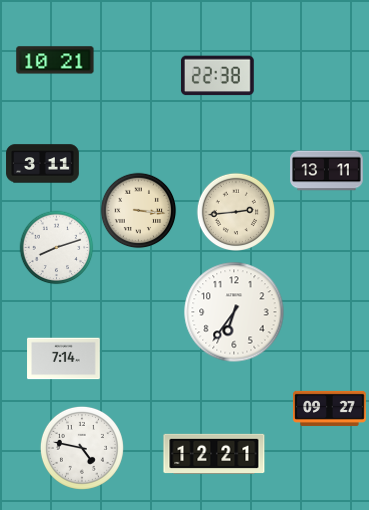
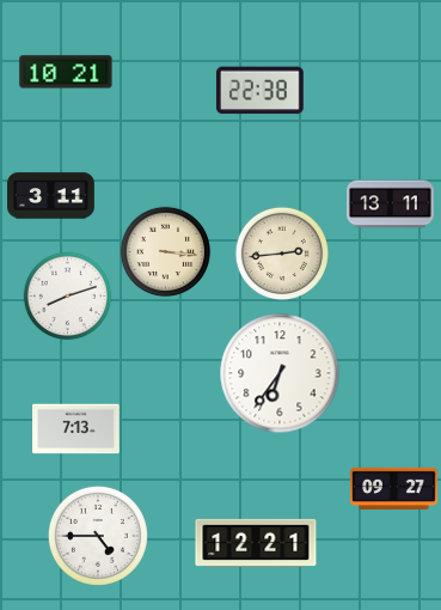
clock at (64, 359): 7:14 -> 7:13
clock at (82, 448): 4:47 -> 4:45
